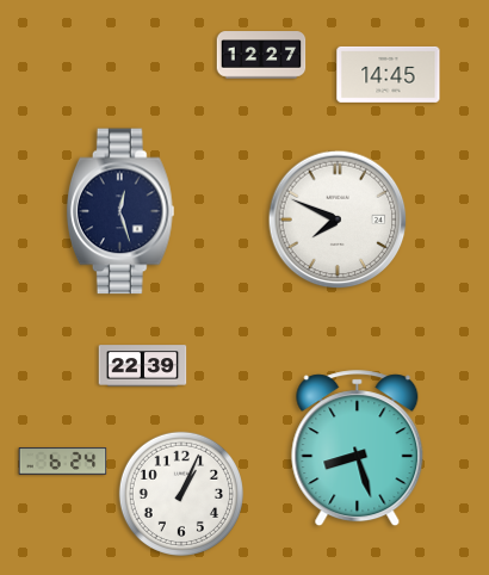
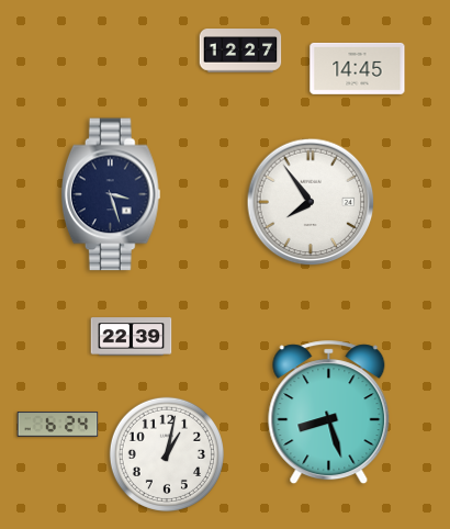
clock at (120, 211): 12:27 -> 3:27
clock at (338, 220): 7:49 -> 7:54
clock at (181, 494): 1:04 -> 1:02
